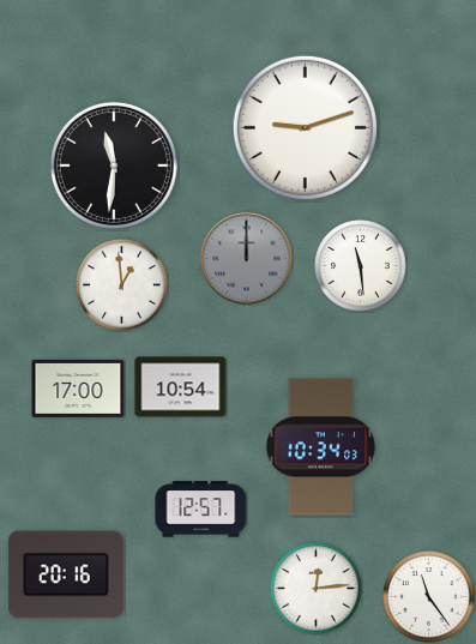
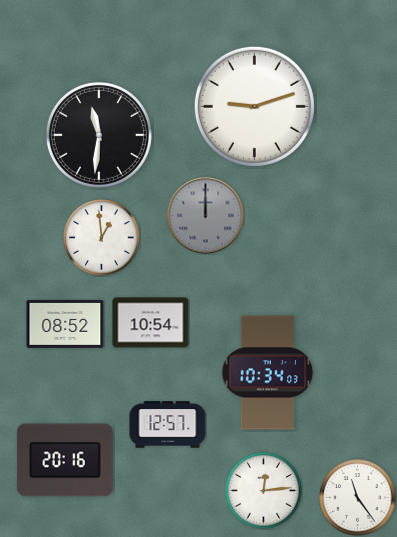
clock at (114, 165) position: (114, 165) -> (99, 135)
clock at (361, 266): 11:29 -> none
clock at (78, 389): 17:00 -> 08:52
clock at (66, 574) position: (66, 574) -> (65, 460)
